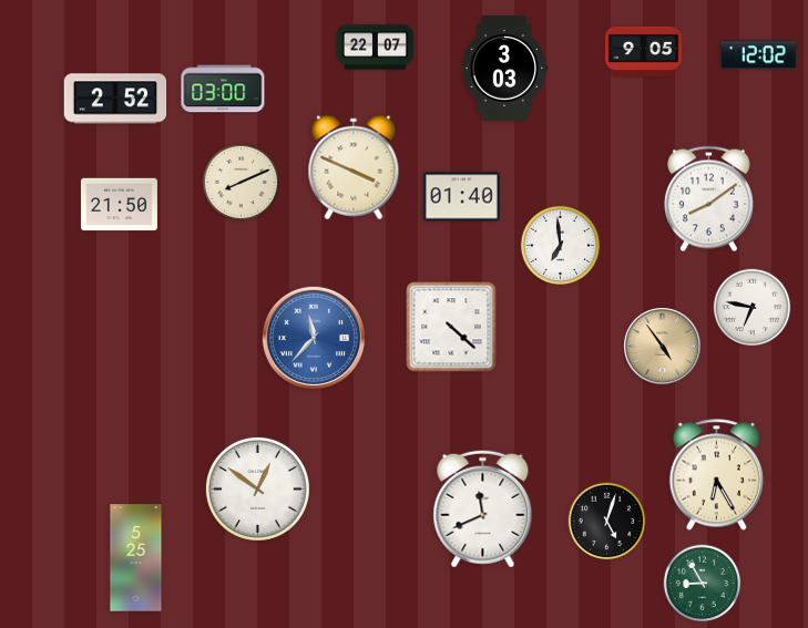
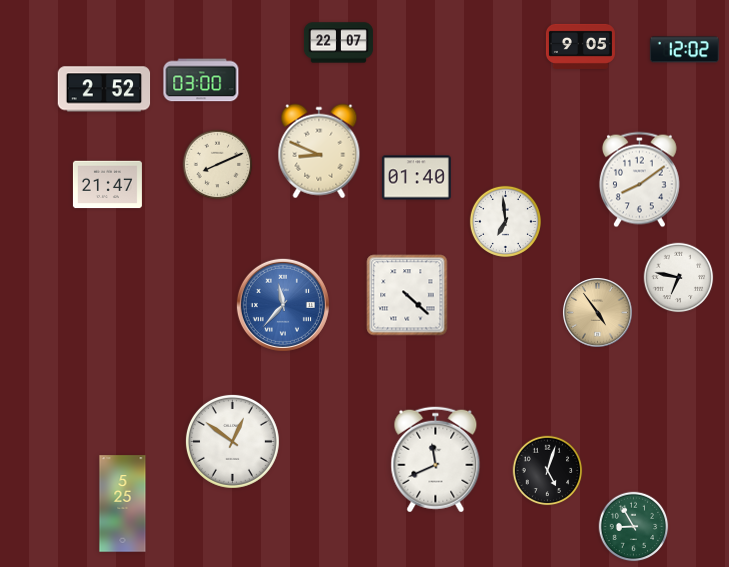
clock at (504, 68): 3:03 -> none
clock at (354, 167): 3:49 -> 8:49
clock at (119, 205): 21:50 -> 21:47
clock at (717, 475): 6:25 -> none
